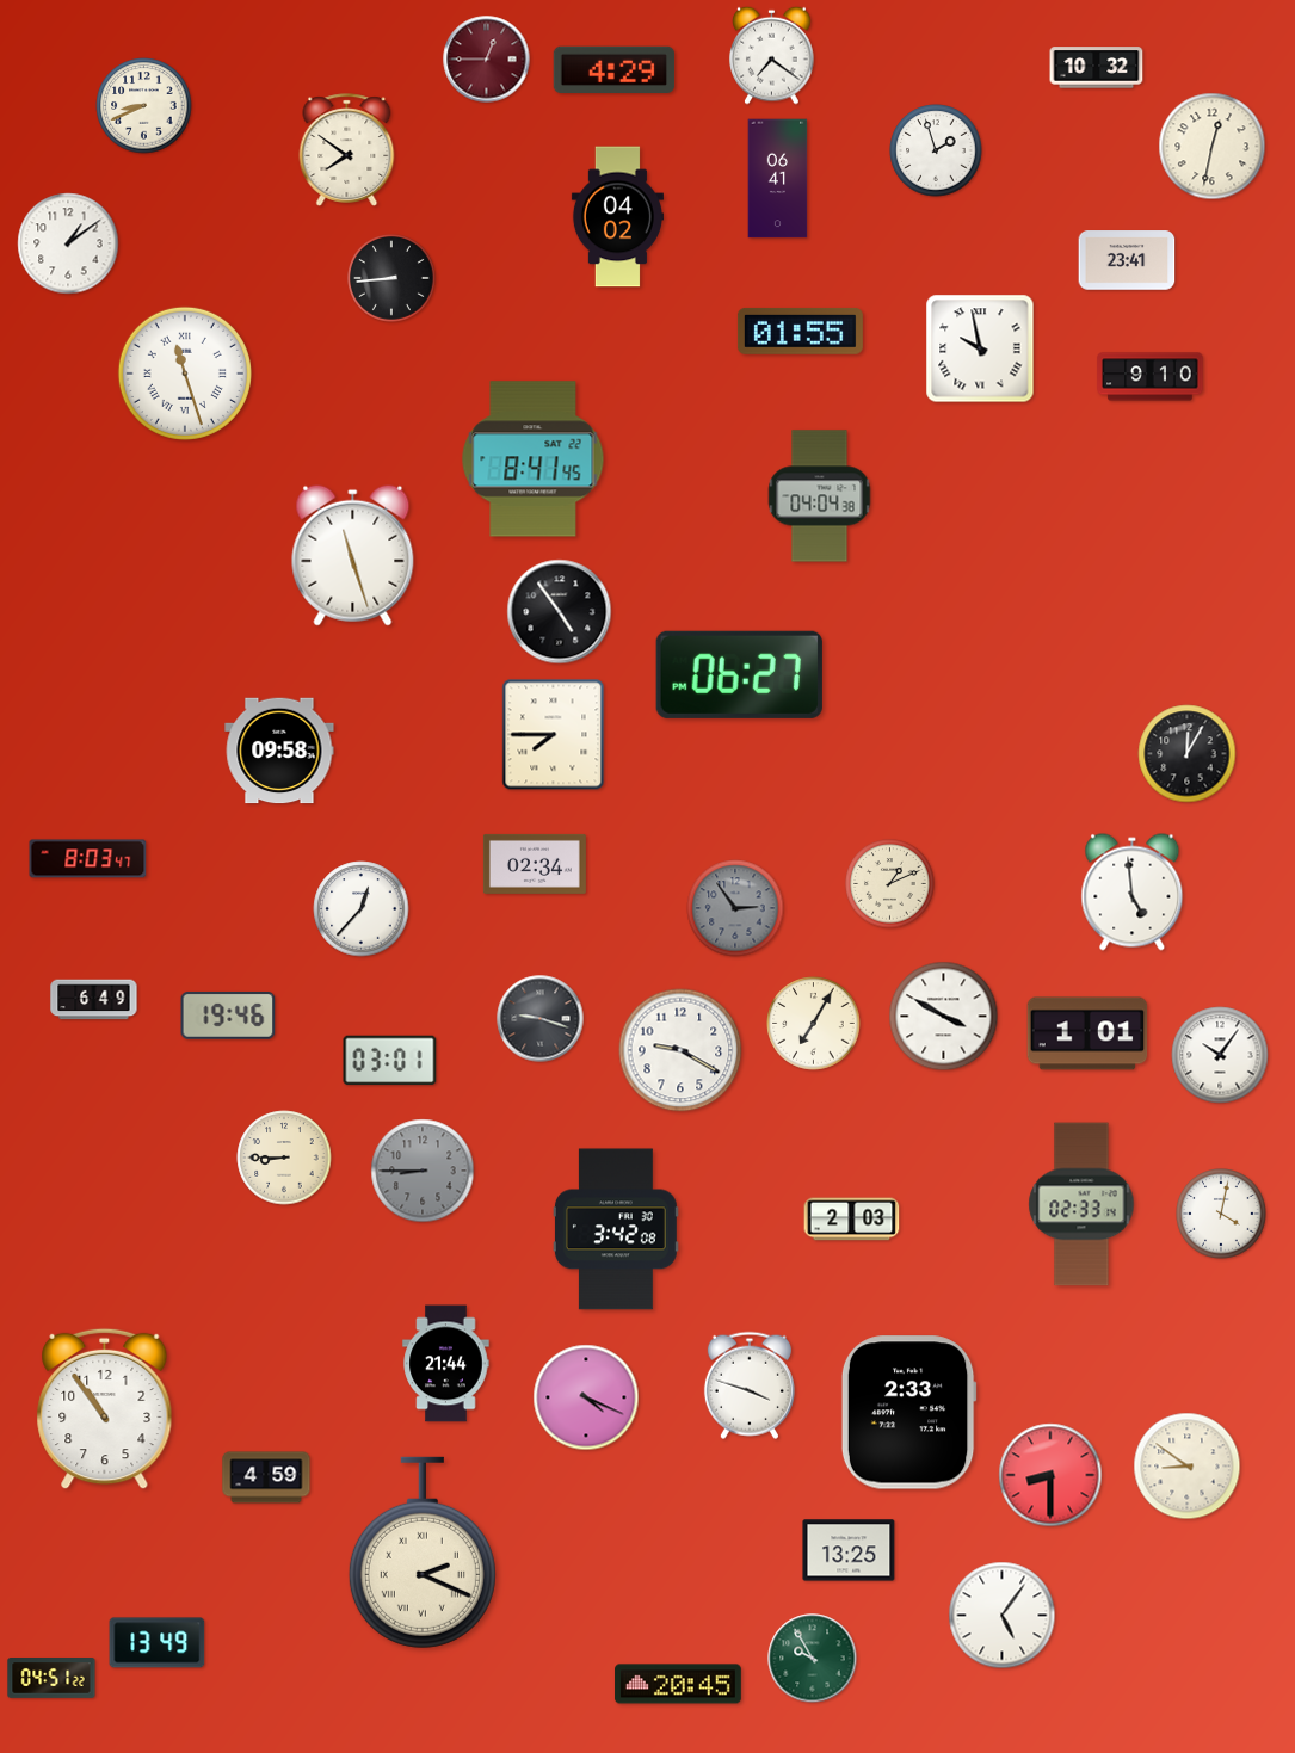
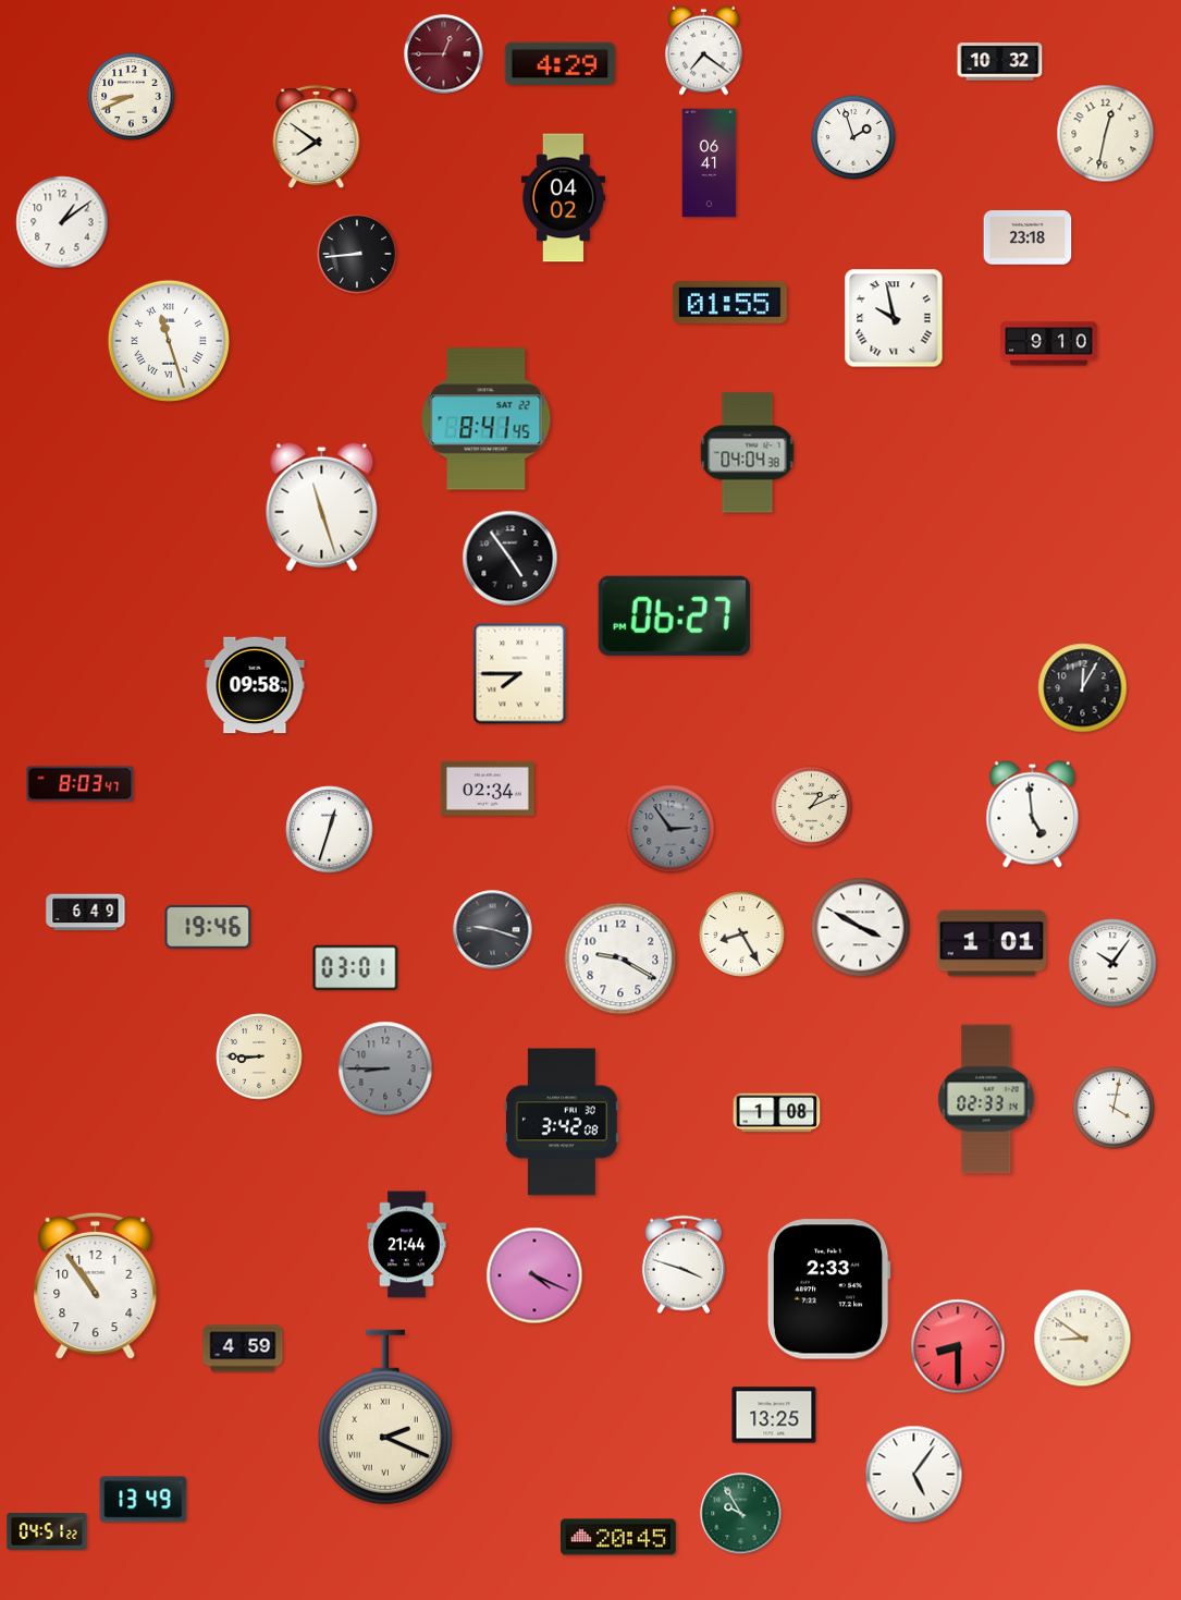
clock at (1127, 260): 23:41 -> 23:18
clock at (554, 735) position: (554, 735) -> (520, 674)
clock at (362, 909): 12:37 -> 12:33
clock at (814, 1024): 7:05 -> 8:25
clock at (852, 1220): 2:03 -> 1:08
